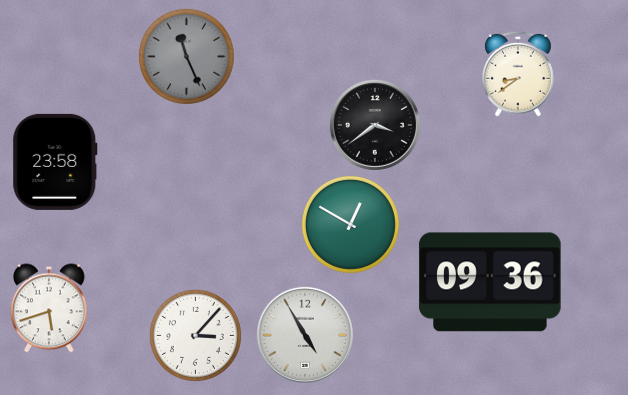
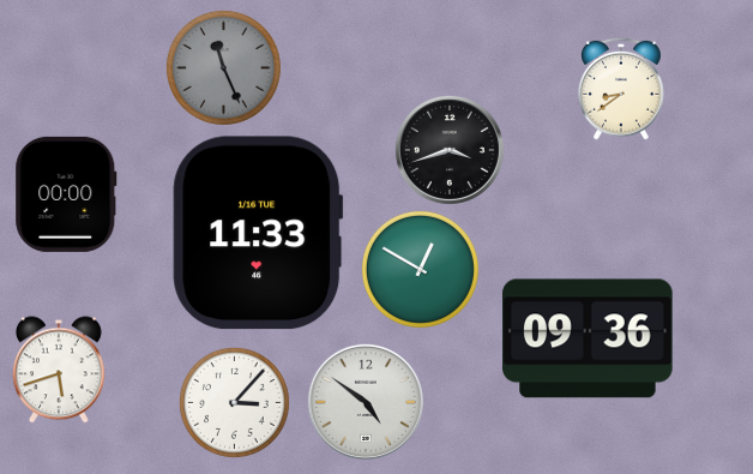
clock at (375, 125): 3:39 -> 3:42
clock at (55, 162): 23:58 -> 00:00
clock at (258, 233): none -> 11:33
clock at (305, 335): 4:55 -> 4:51
